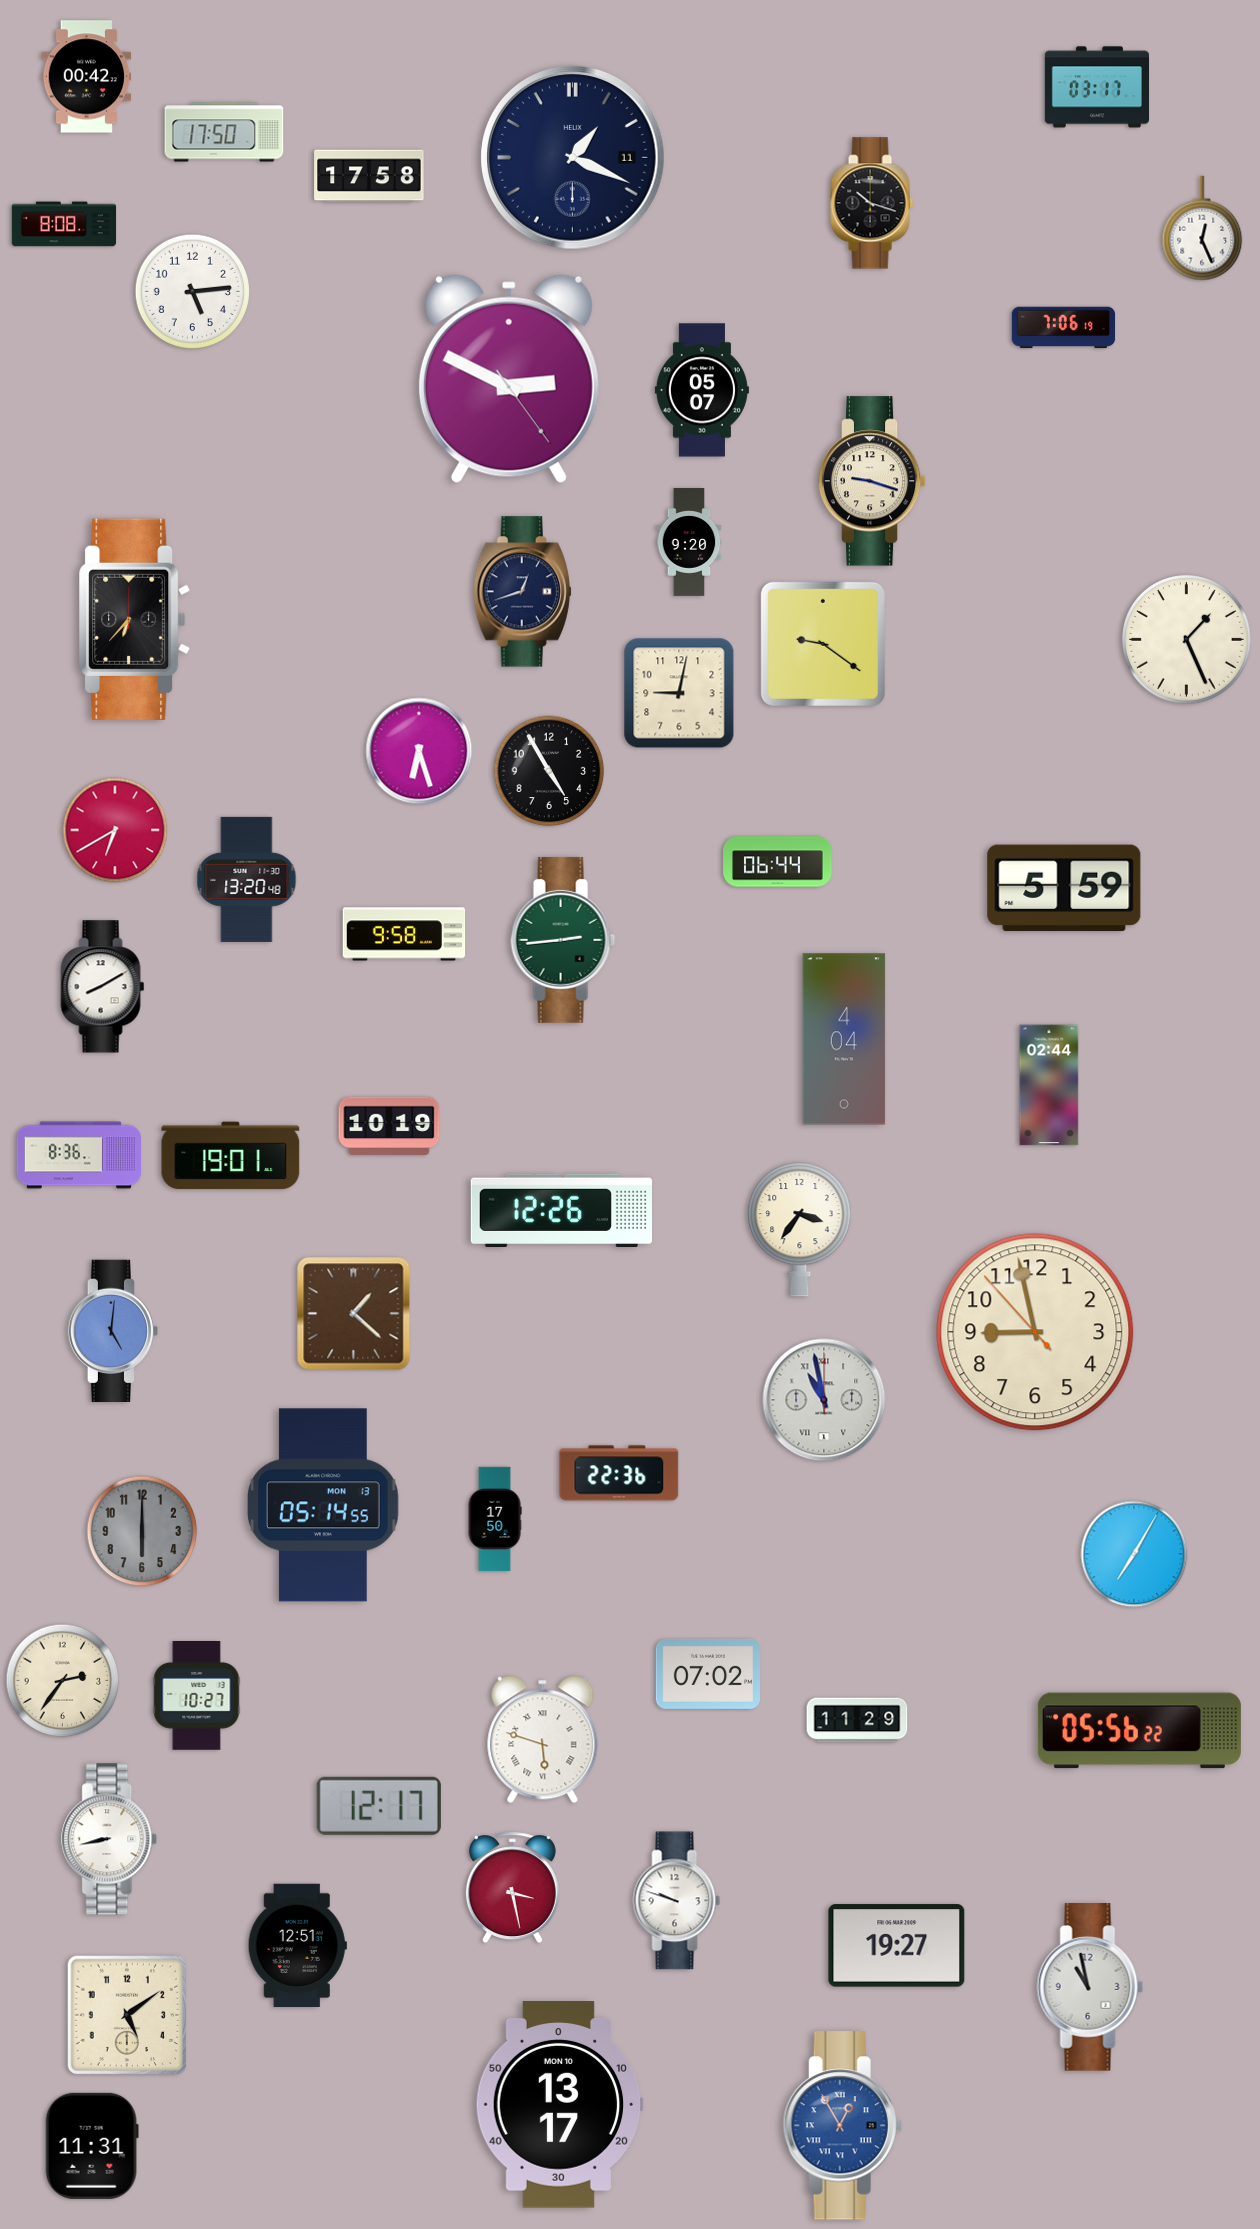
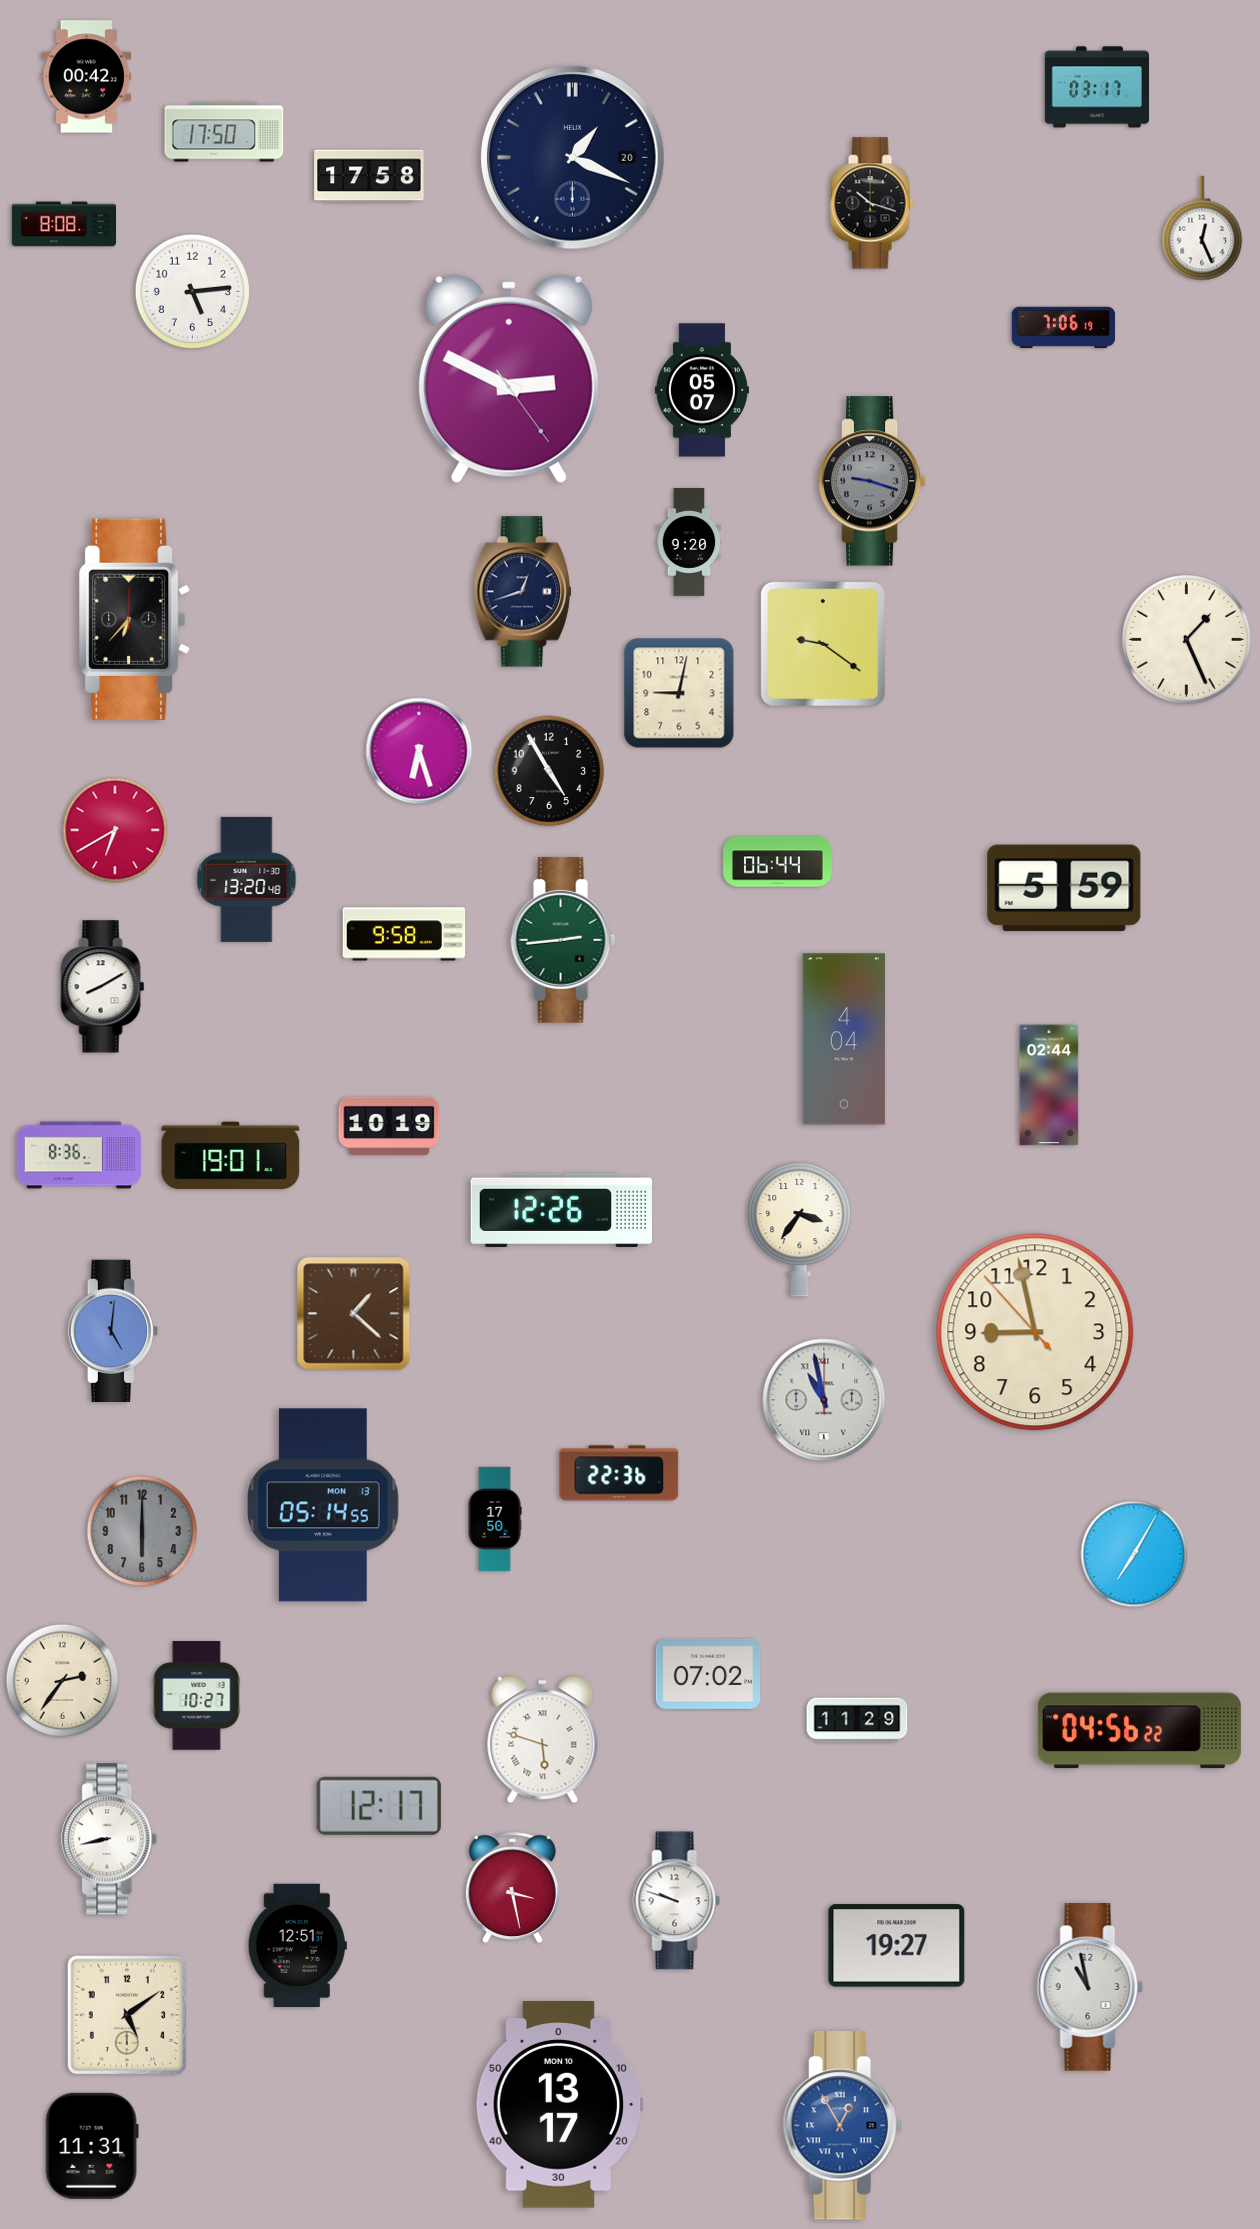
clock at (573, 158) date: 11 -> 20
clock at (872, 481) dial: cream -> grey
clock at (1139, 1731): 05:56 -> 04:56
